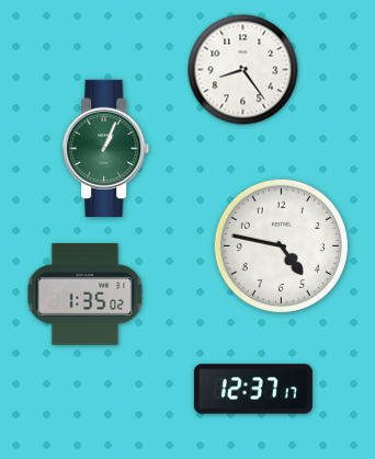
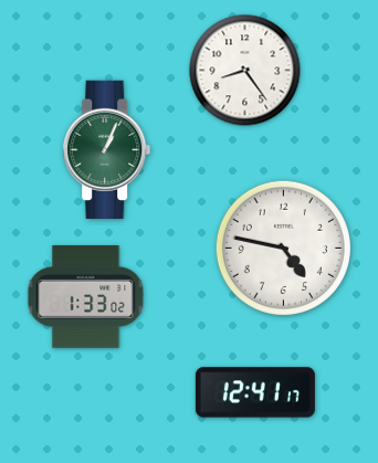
clock at (86, 295): 1:35 -> 1:33
clock at (253, 389): 12:37 -> 12:41
